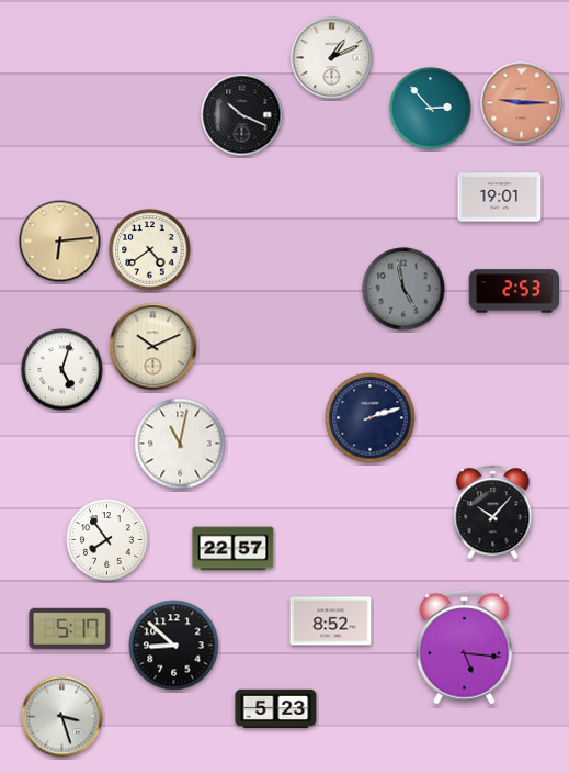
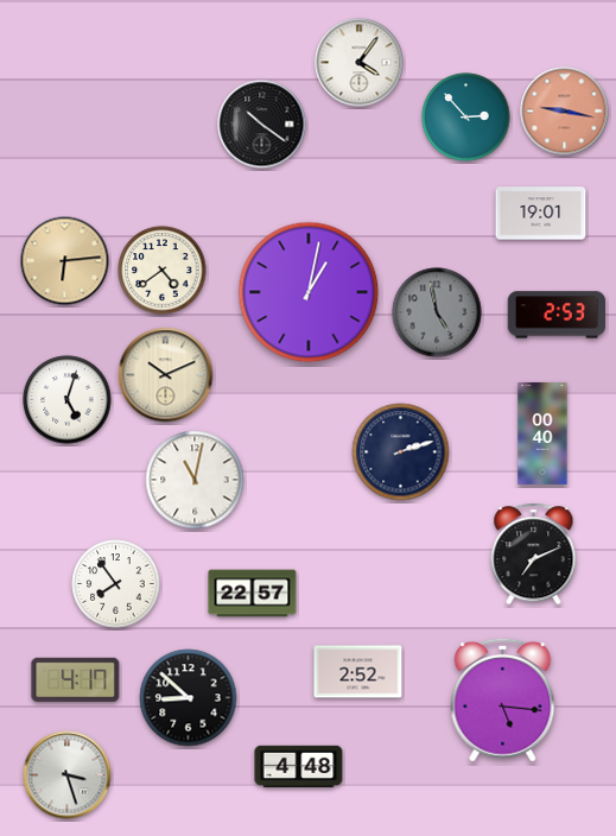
clock at (332, 58): 1:11 -> 4:06
clock at (522, 103): 9:15 -> 9:17
clock at (242, 115): 10:19 -> 10:21
clock at (309, 292): none -> 1:02
clock at (542, 433): none -> 00:40
clock at (493, 513): 10:07 -> 7:11
clock at (331, 621): 8:52 -> 2:52
clock at (70, 628): 5:17 -> 4:17
clock at (276, 709): 5:23 -> 4:48
